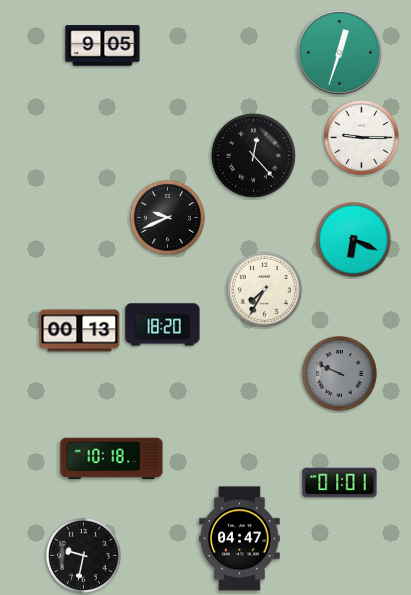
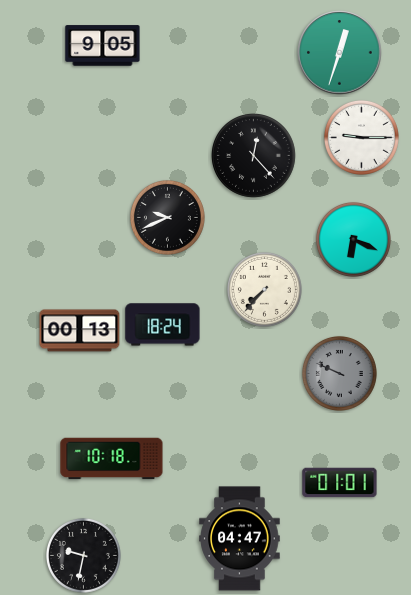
clock at (264, 289): 7:35 -> 7:37
clock at (163, 325): 18:20 -> 18:24
